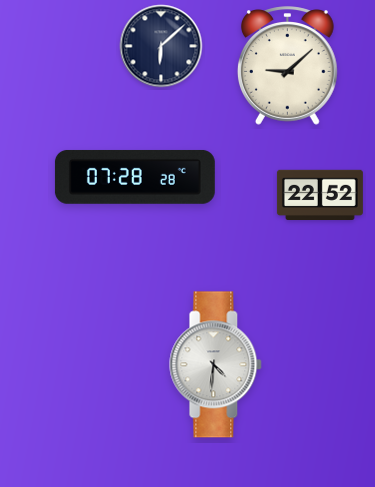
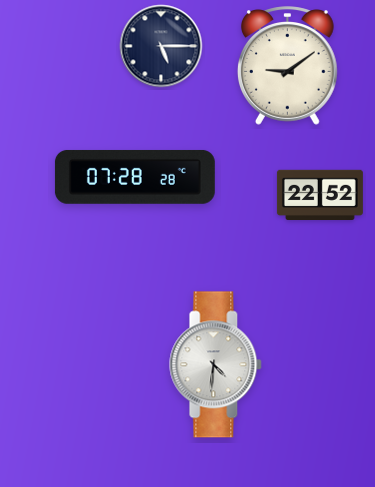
clock at (161, 46): 6:08 -> 5:15
clock at (288, 66): 9:08 -> 9:09
